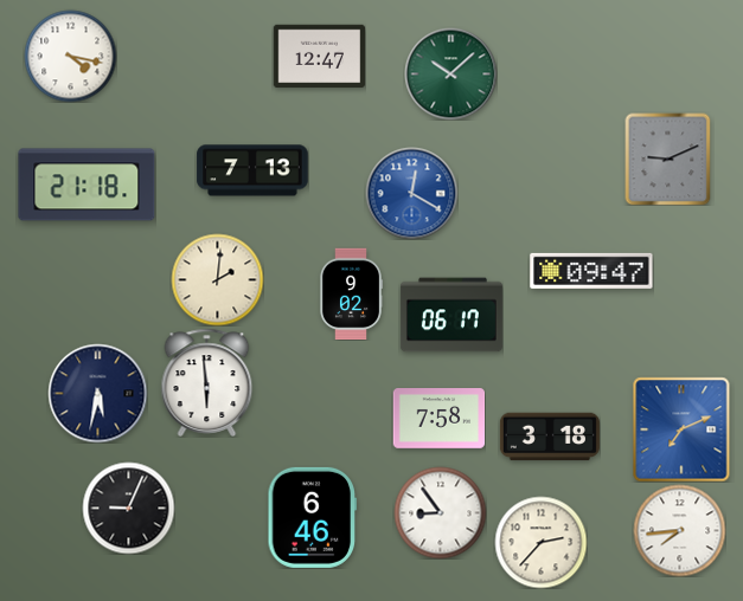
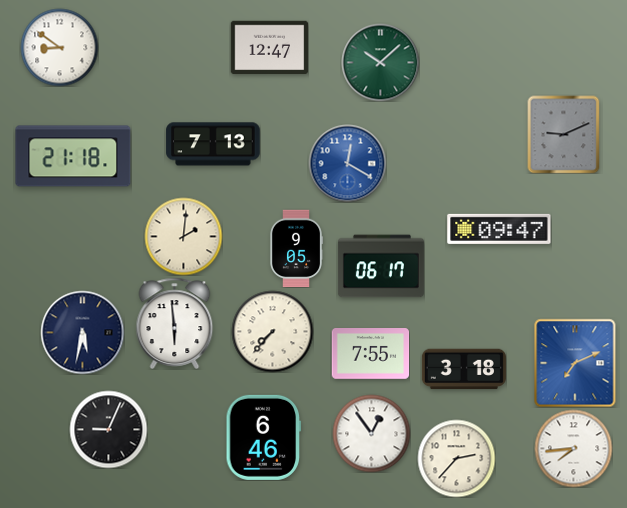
clock at (70, 56): 4:17 -> 8:51
clock at (350, 293): 9:02 -> 9:05
clock at (272, 331): none -> 7:37
clock at (438, 419): 7:58 -> 7:55
clock at (440, 512): 8:54 -> 12:54
